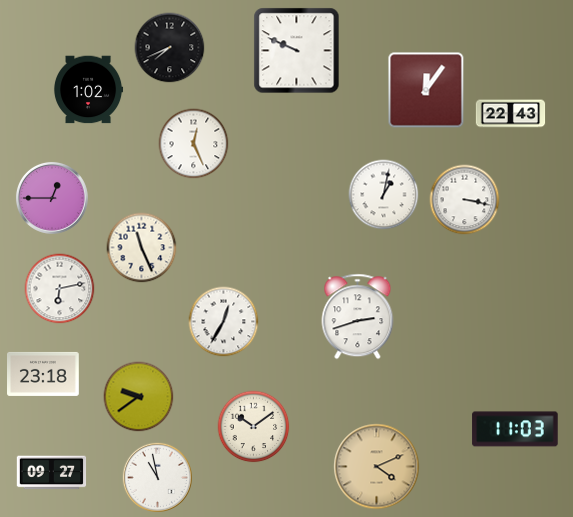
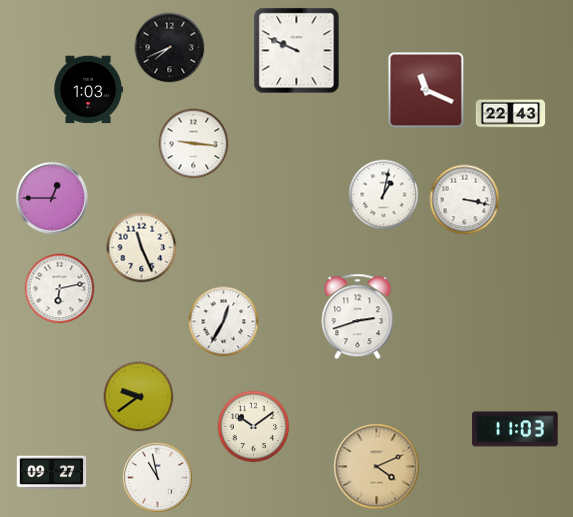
clock at (88, 90): 1:02 -> 1:03
clock at (426, 90): 12:06 -> 11:19
clock at (194, 144): 12:26 -> 9:16
clock at (44, 374): 23:18 -> none
